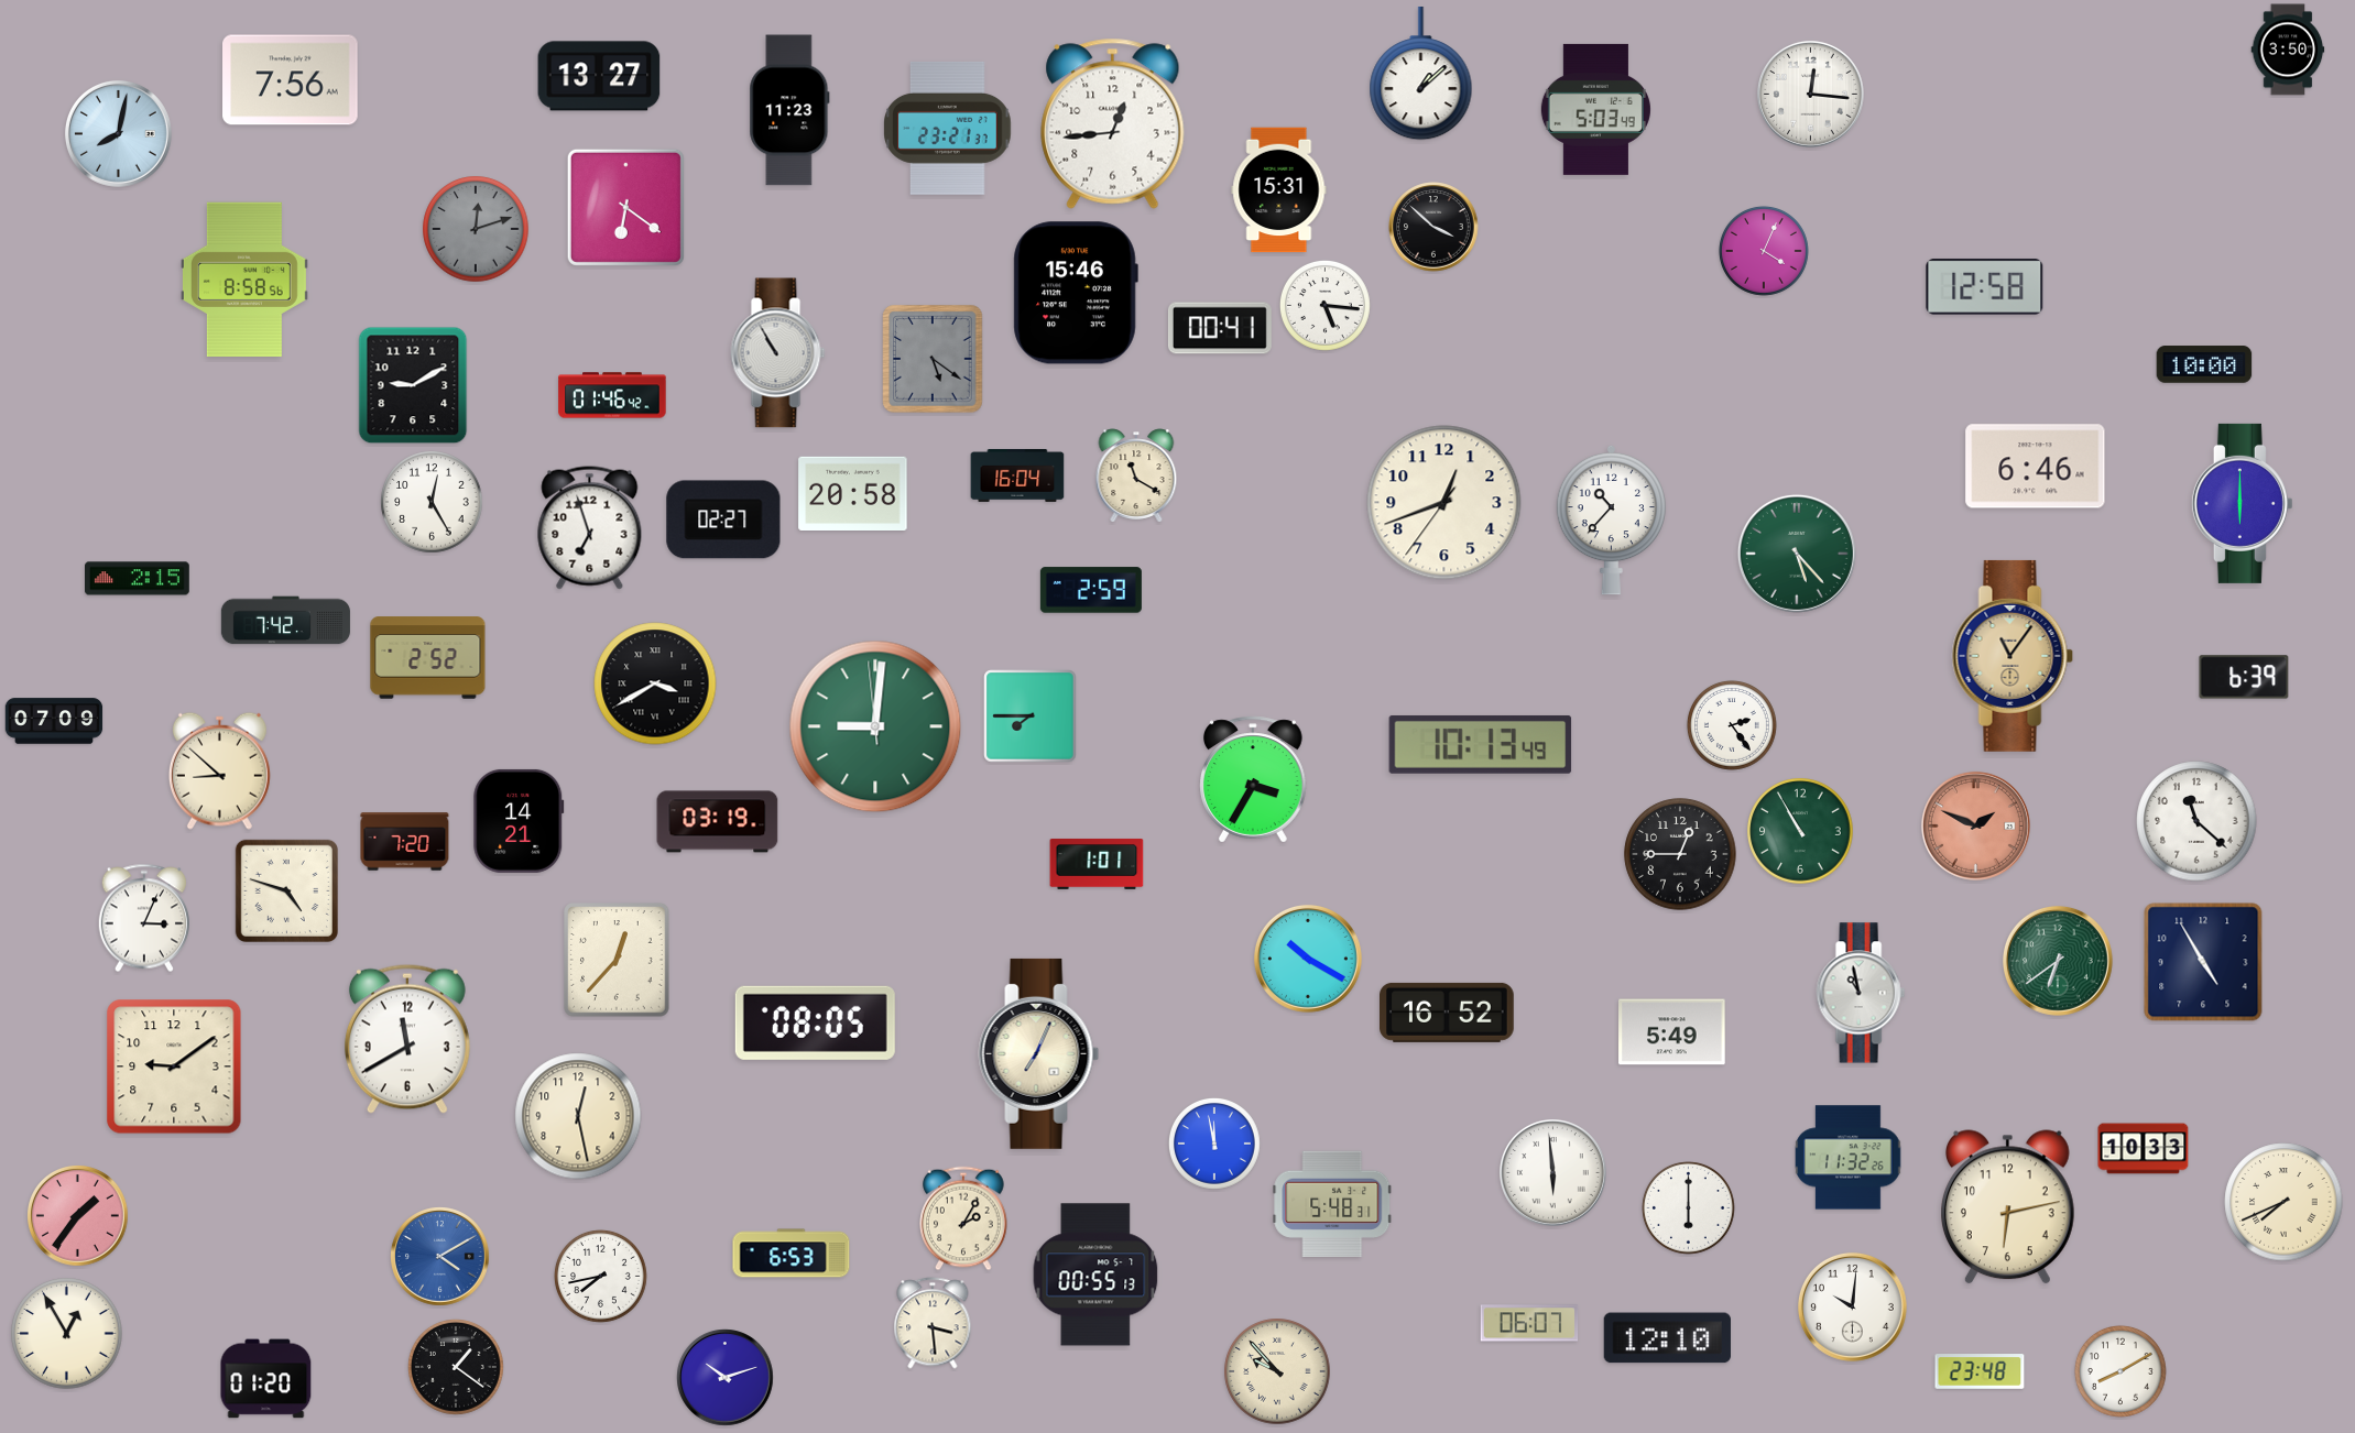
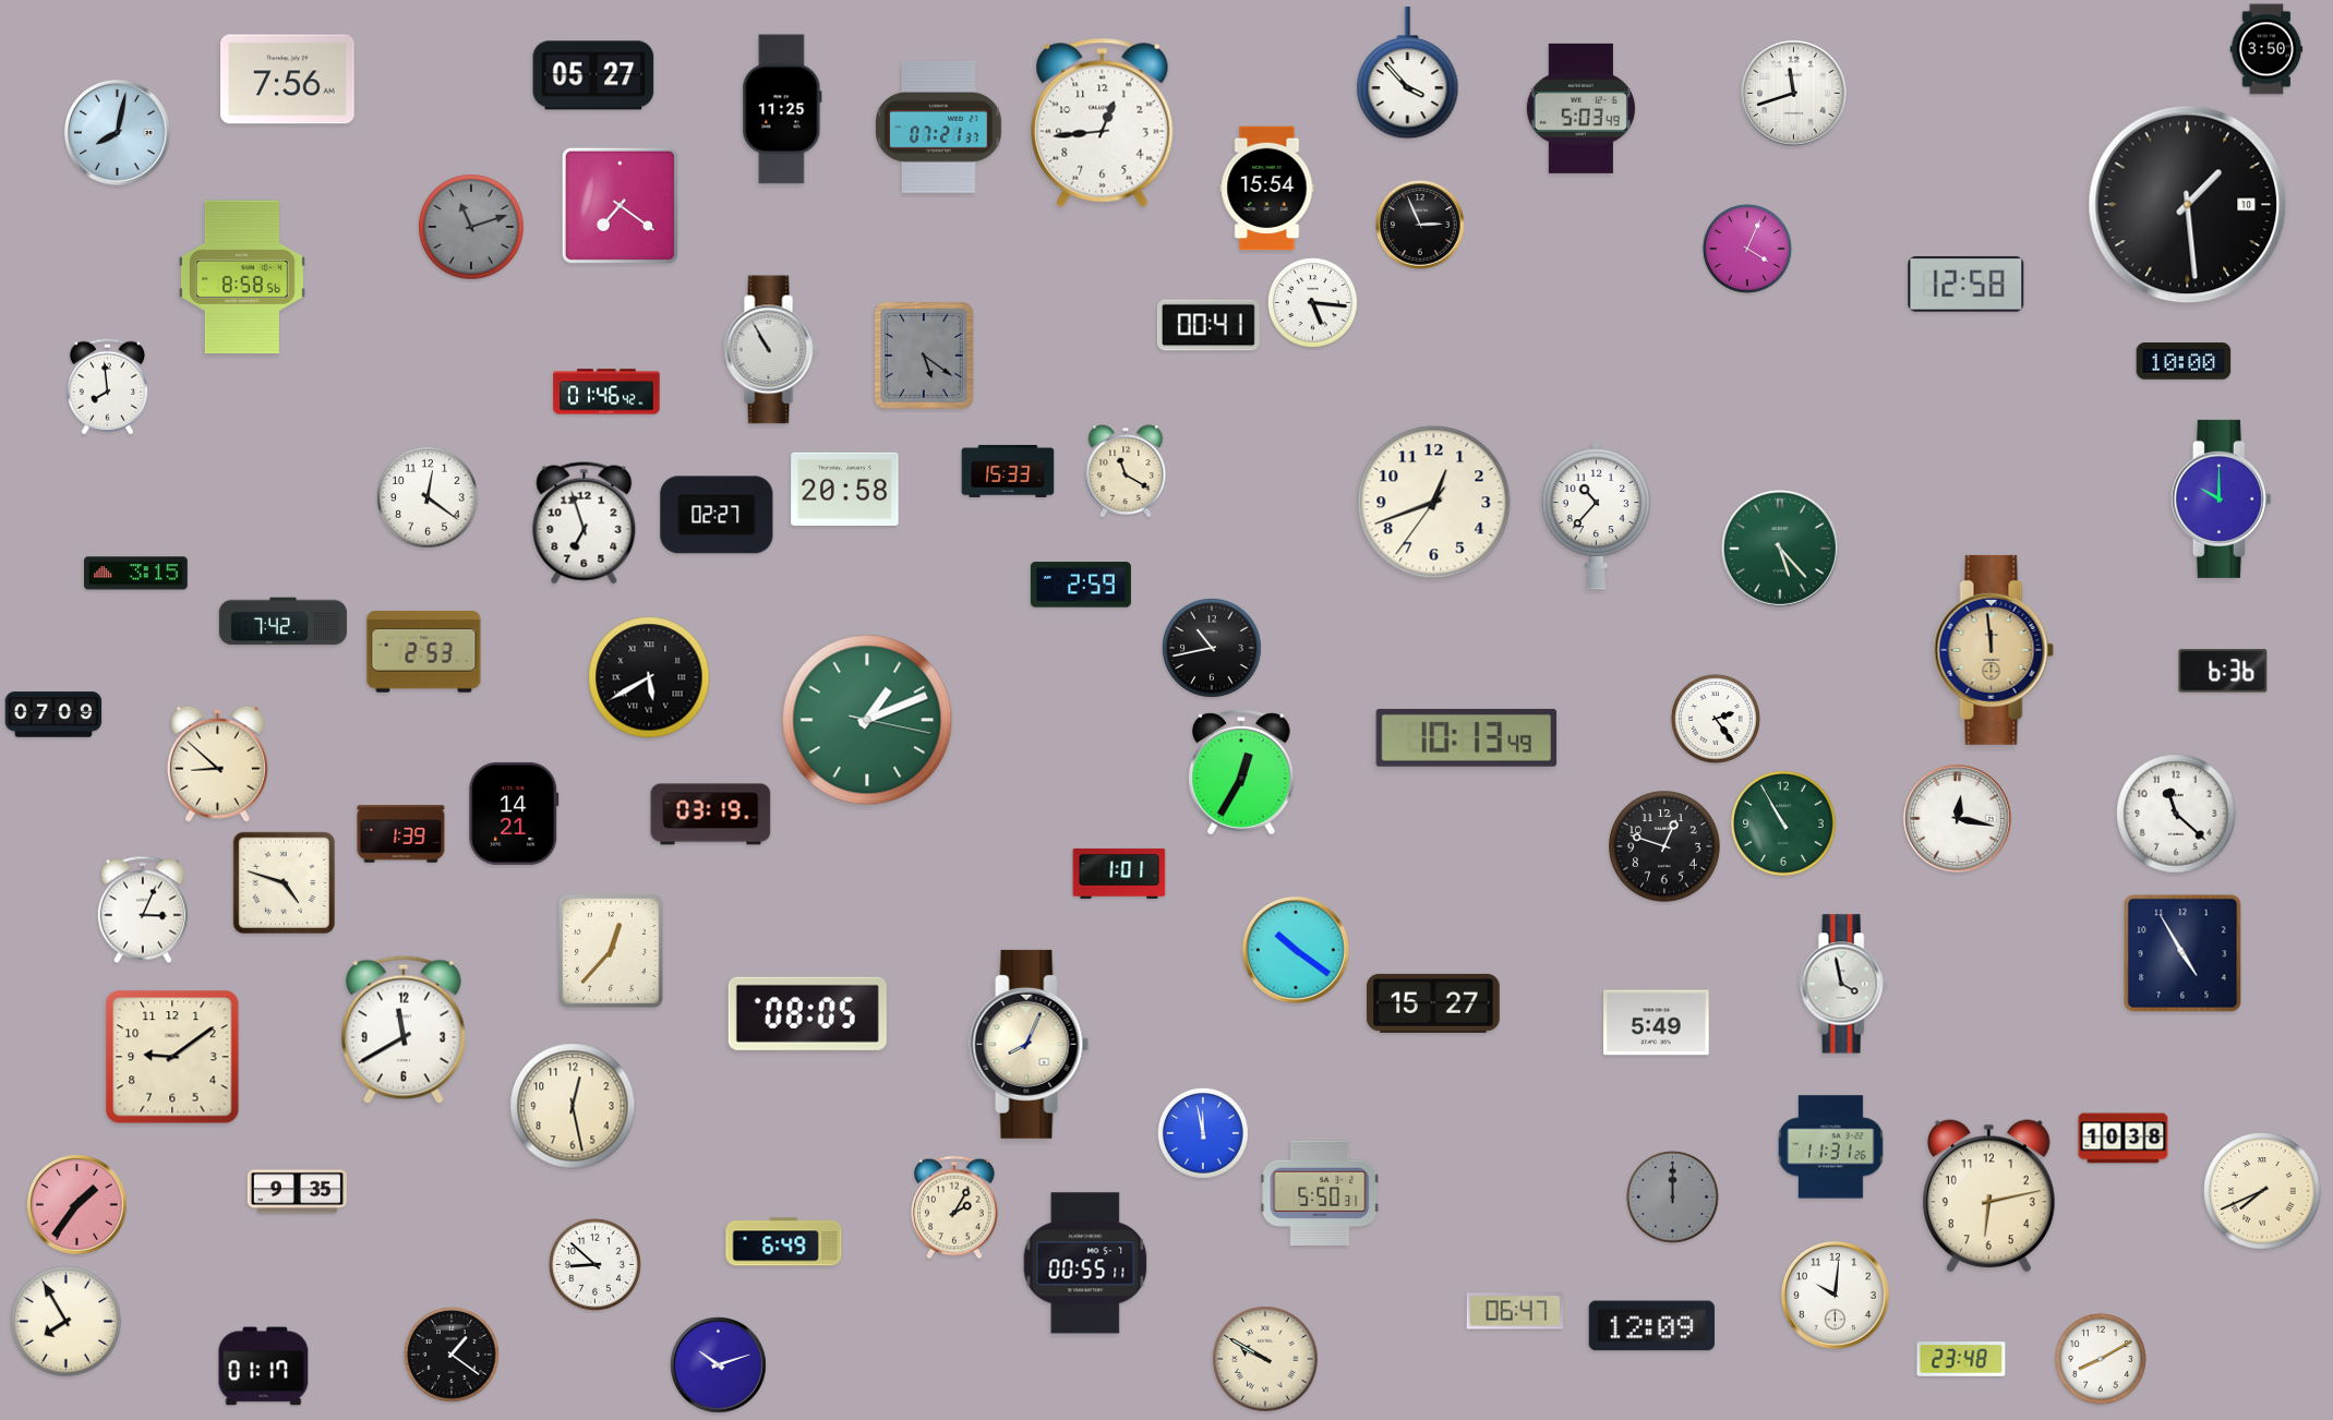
clock at (1421, 74): 1:08 -> 3:53
clock at (599, 76): 13:27 -> 05:27
clock at (1810, 94): 12:16 -> 11:42
clock at (789, 110): 11:23 -> 11:25
clock at (948, 128): 23:21 -> 07:21
clock at (1279, 190): 15:31 -> 15:54
clock at (625, 207): 6:21 -> 7:21
clock at (2188, 205): none -> 1:29
clock at (1433, 227): 3:52 -> 2:56
clock at (476, 229): 12:12 -> 11:12
clock at (1076, 293): 15:46 -> none
clock at (413, 385): 9:10 -> none
clock at (107, 387): none -> 7:59
clock at (2036, 467): 6:46 -> none
clock at (1017, 475): 16:04 -> 15:33
clock at (432, 502): 12:25 -> 12:21
clock at (1444, 503) position: (1444, 503) -> (1434, 503)
clock at (2242, 503): 6:00 -> 10:00
clock at (138, 579): 2:15 -> 3:15
clock at (285, 621) position: (285, 621) -> (282, 622)
clock at (1212, 648): none -> 10:43
clock at (2013, 656): 11:06 -> 11:59
clock at (428, 658): 2:52 -> 2:53
clock at (2244, 677): 6:39 -> 6:36
clock at (655, 683): 3:40 -> 5:40
clock at (1031, 717): 7:45 -> none
clock at (875, 726): 9:00 -> 1:11
clock at (1254, 779): 3:35 -> 12:35
clock at (1975, 825): 1:49 -> 12:17
clock at (1975, 825) dial: salmon -> white
clock at (405, 842): 7:20 -> 1:39
clock at (1680, 854): 12:45 -> 12:48
clock at (1097, 864) position: (1097, 864) -> (1119, 874)
clock at (1308, 959): 10:20 -> 10:21
clock at (2058, 961): 6:39 -> none
clock at (1861, 993): 10:58 -> 3:58
clock at (1448, 1013): 16:52 -> 15:27
clock at (1039, 1053): 7:04 -> 8:04
clock at (2144, 1149): 10:33 -> 10:38
clock at (1849, 1158): 11:32 -> 11:31
clock at (1552, 1172): 5:59 -> none
clock at (297, 1192): none -> 9:35
clock at (1332, 1204): 5:48 -> 5:50
clock at (1689, 1208): 6:00 -> 12:00
clock at (1689, 1208) dial: white -> grey
clock at (792, 1254): 6:53 -> 6:49
clock at (440, 1257): 4:10 -> none
clock at (1095, 1275): 00:55:13 -> 00:55:11
clock at (601, 1277): 7:43 -> 8:52
clock at (933, 1323): 3:29 -> none
clock at (1529, 1323): 06:07 -> 06:47
clock at (67, 1334): 12:55 -> 7:55
clock at (1667, 1338): 12:10 -> 12:09
clock at (1277, 1371): 9:53 -> 9:50
clock at (266, 1379): 01:20 -> 01:17
